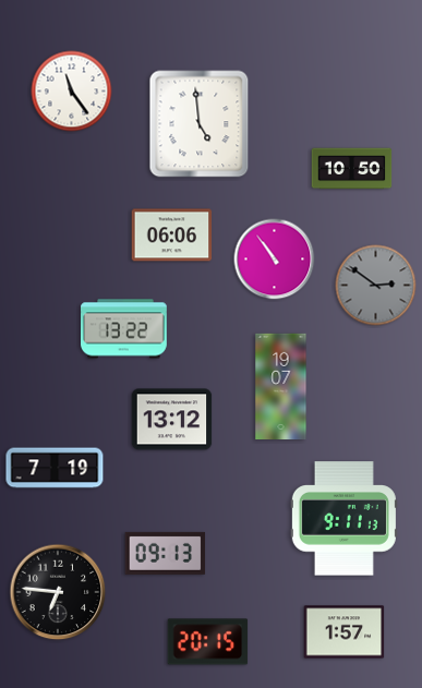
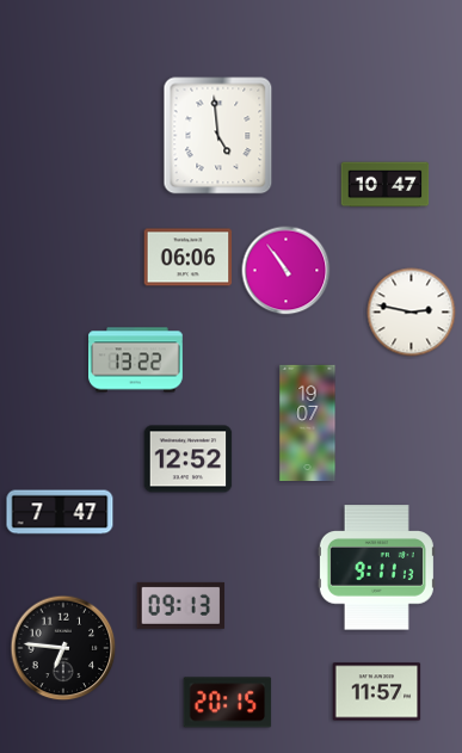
clock at (72, 92): 11:24 -> none
clock at (352, 169): 10:50 -> 10:47
clock at (275, 259) position: (275, 259) -> (287, 271)
clock at (376, 286): 2:51 -> 2:47
clock at (376, 286) dial: grey -> white
clock at (172, 420): 13:12 -> 12:52
clock at (55, 468): 7:19 -> 7:47
clock at (345, 632): 1:57 -> 11:57
